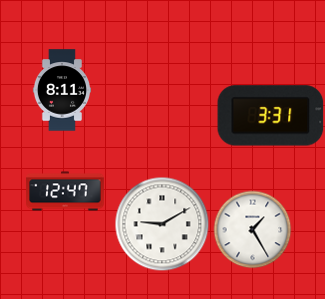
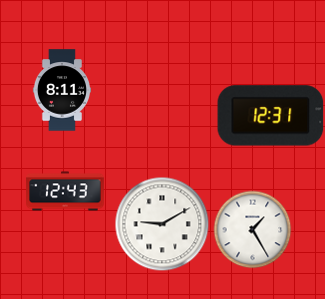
clock at (271, 116): 3:31 -> 12:31
clock at (65, 191): 12:47 -> 12:43
